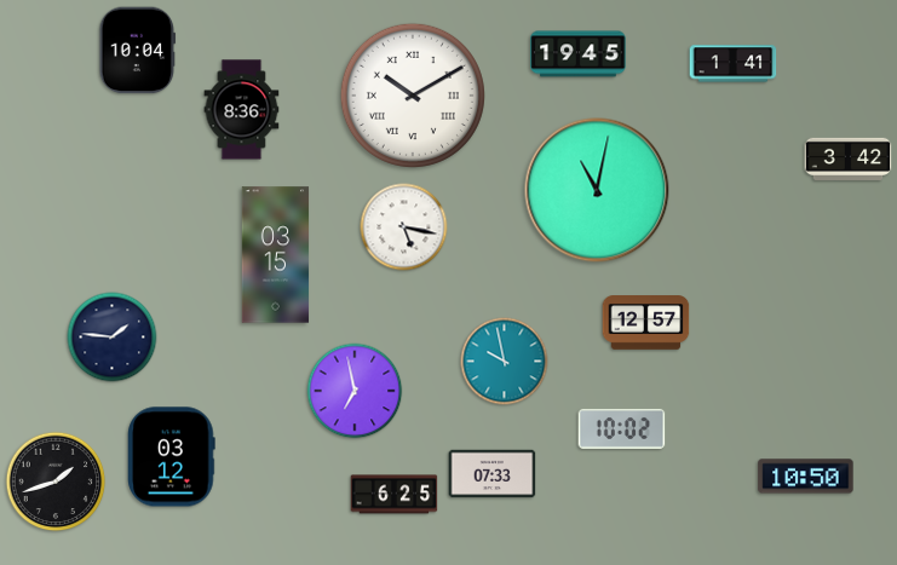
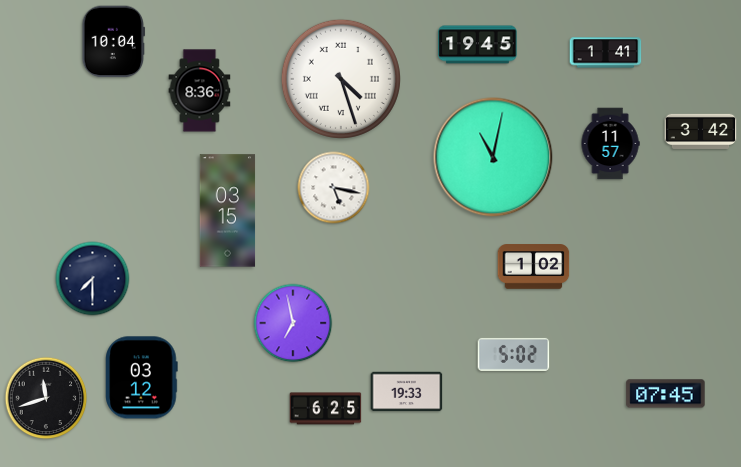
clock at (413, 96): 10:10 -> 4:27
clock at (610, 144): none -> 11:57
clock at (646, 323): 12:57 -> 1:02
clock at (113, 338): 1:46 -> 7:30
clock at (505, 362): 9:58 -> none
clock at (622, 428): 10:02 -> 5:02
clock at (493, 474): 07:33 -> 19:33
clock at (806, 477): 10:50 -> 07:45
clock at (56, 482): 1:42 -> 11:42
